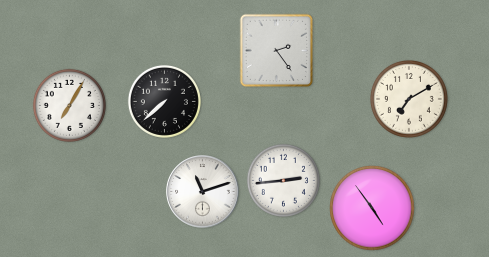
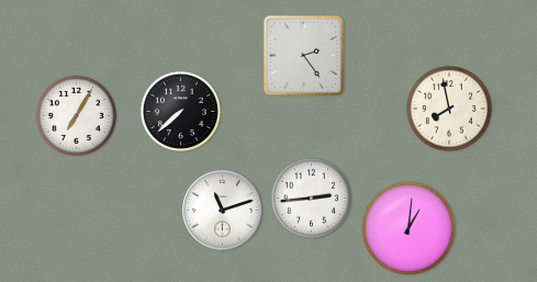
clock at (409, 99): 7:10 -> 7:58
clock at (372, 208): 4:54 -> 1:01
